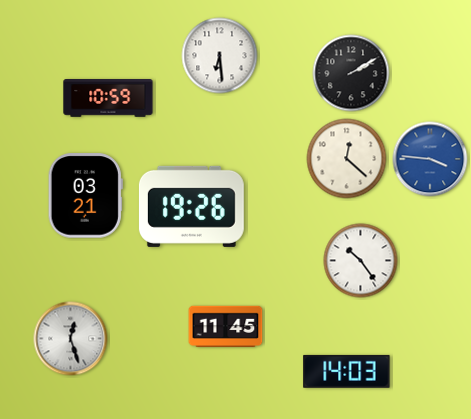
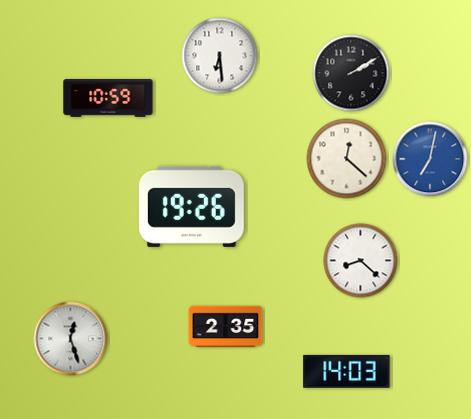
clock at (430, 159): 3:46 -> 7:02
clock at (85, 196): 03:21 -> none
clock at (361, 261): 10:24 -> 8:22
clock at (226, 327): 11:45 -> 2:35
